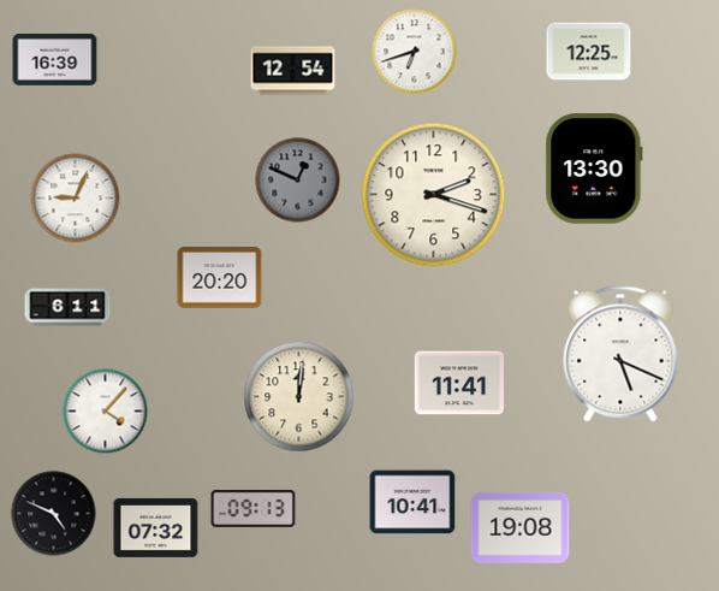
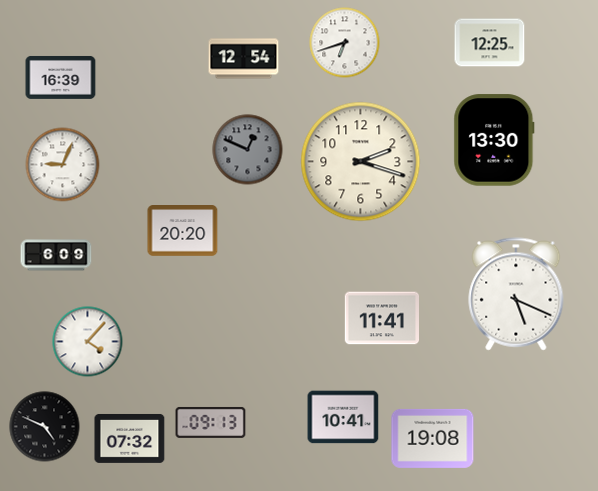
clock at (55, 60) position: (55, 60) -> (61, 78)
clock at (67, 307): 6:11 -> 6:09
clock at (299, 397): 12:01 -> none
